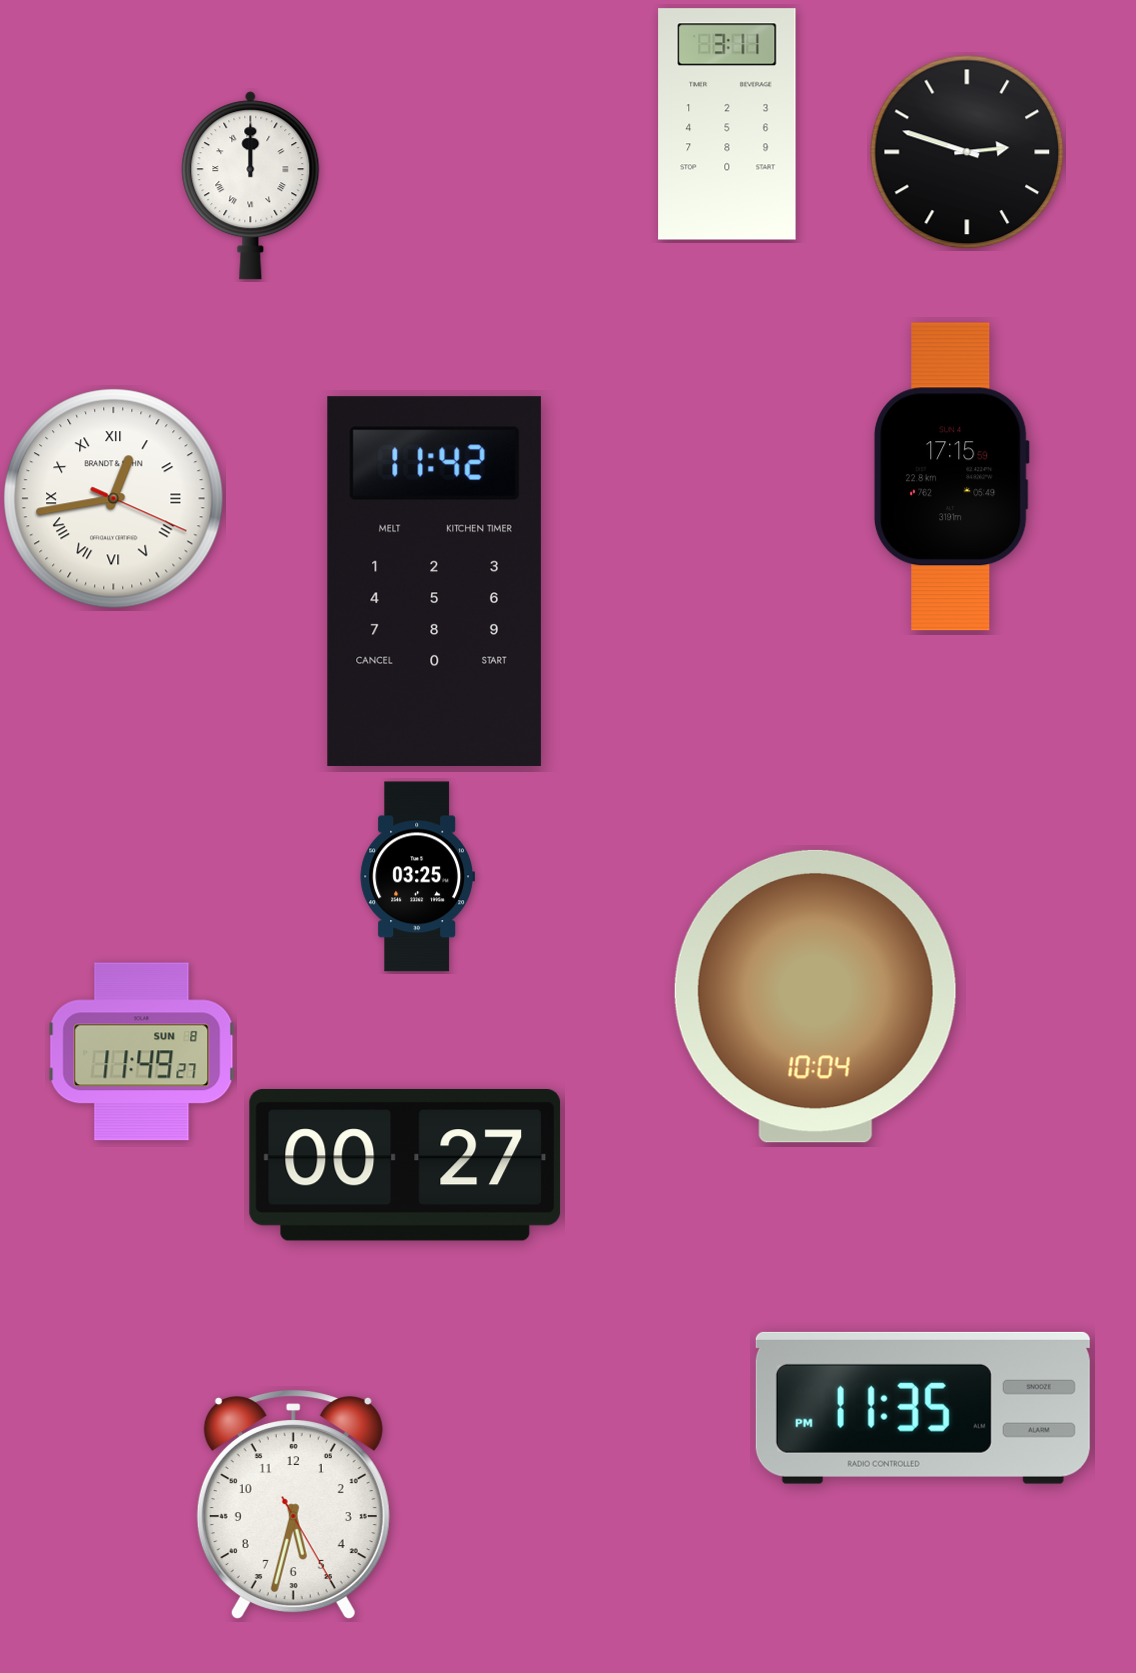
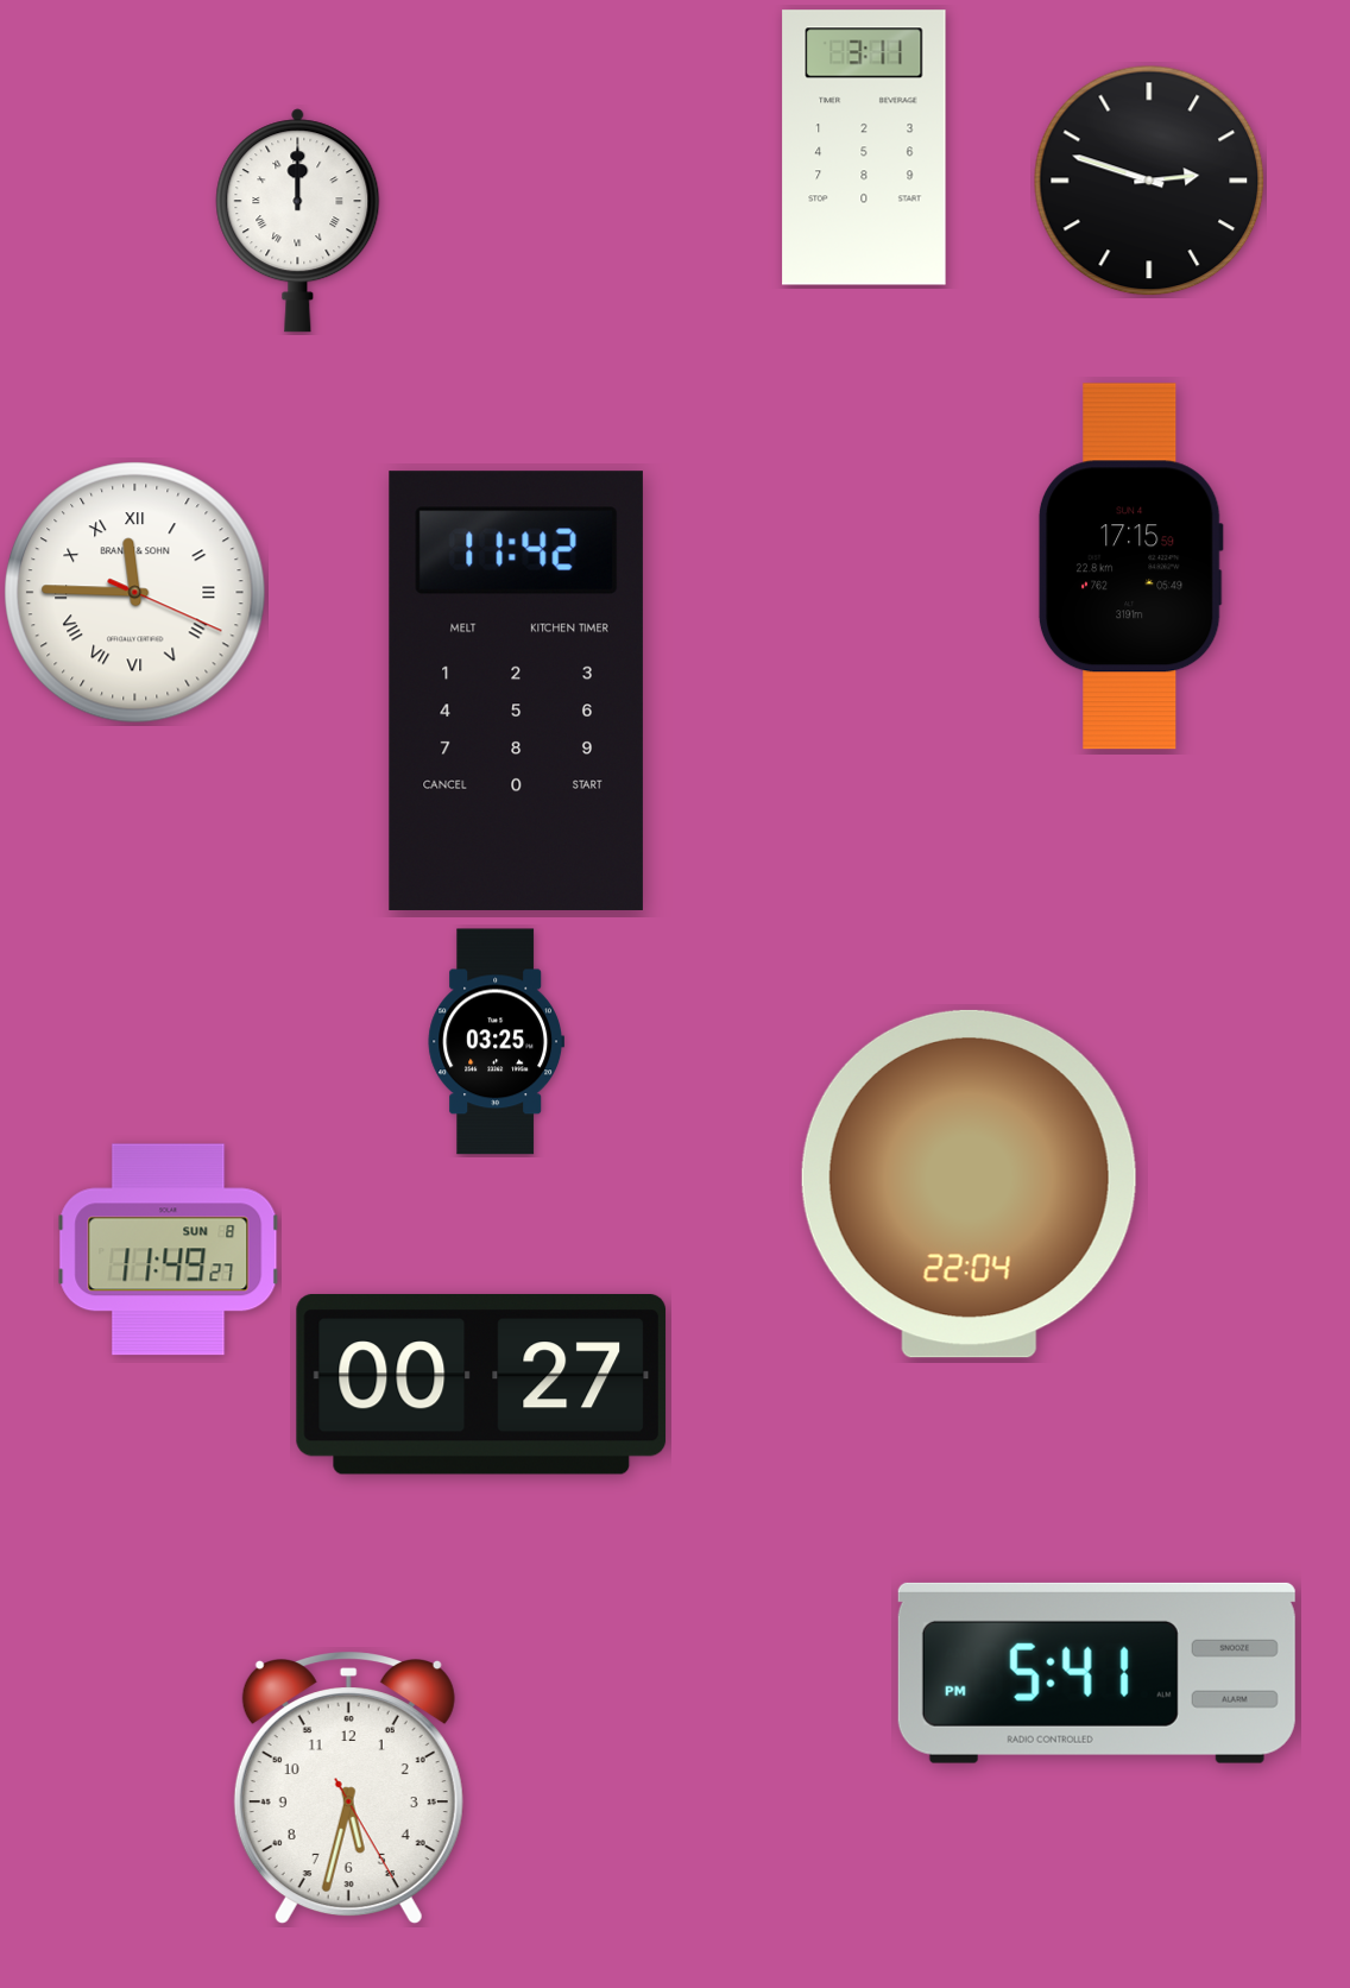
clock at (114, 499): 12:43 -> 11:45
clock at (815, 996): 10:04 -> 22:04
clock at (923, 1408): 11:35 -> 5:41
